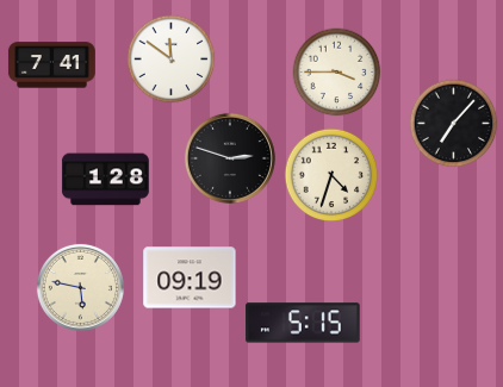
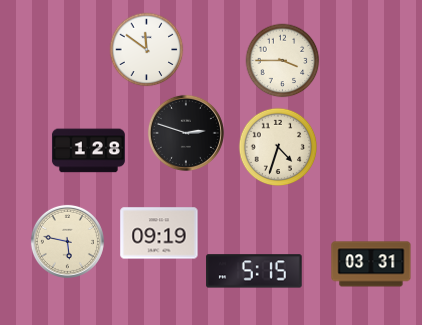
clock at (172, 60) position: (172, 60) -> (147, 50)
clock at (51, 65): 7:41 -> none
clock at (454, 124): 7:07 -> none
clock at (230, 158) position: (230, 158) -> (186, 133)
clock at (371, 264): none -> 03:31
